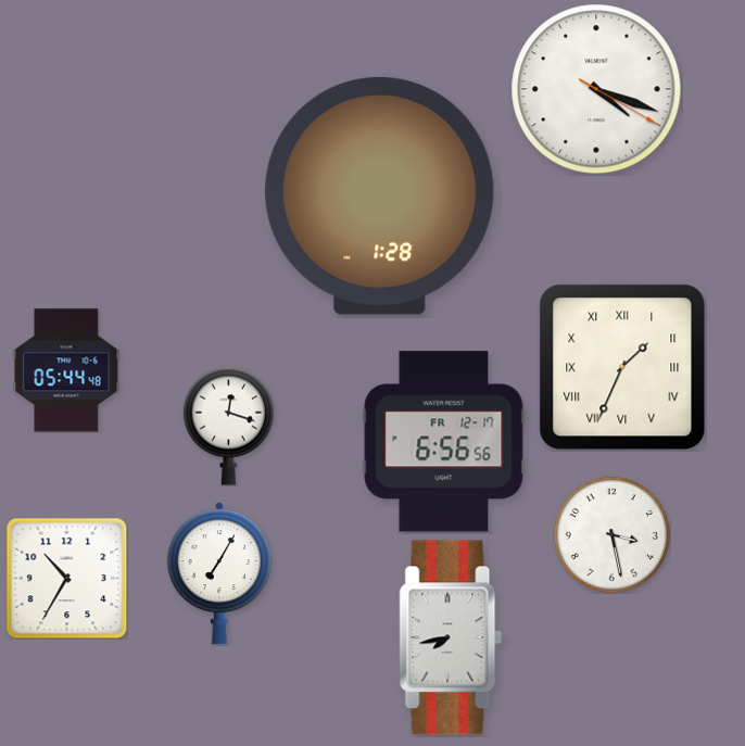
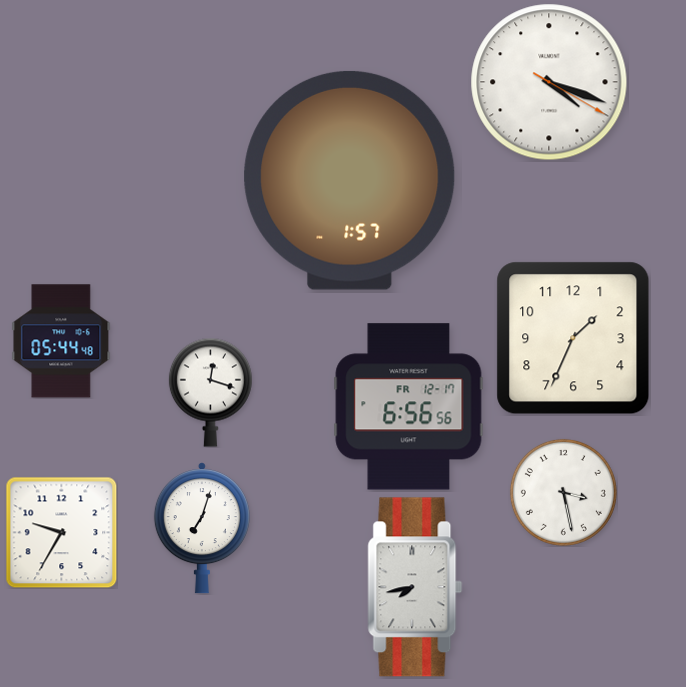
clock at (380, 195): 1:28 -> 1:57
clock at (622, 367) numerals: Roman -> Arabic
clock at (219, 573): 7:05 -> 7:03
clock at (66, 578): 10:35 -> 9:35
